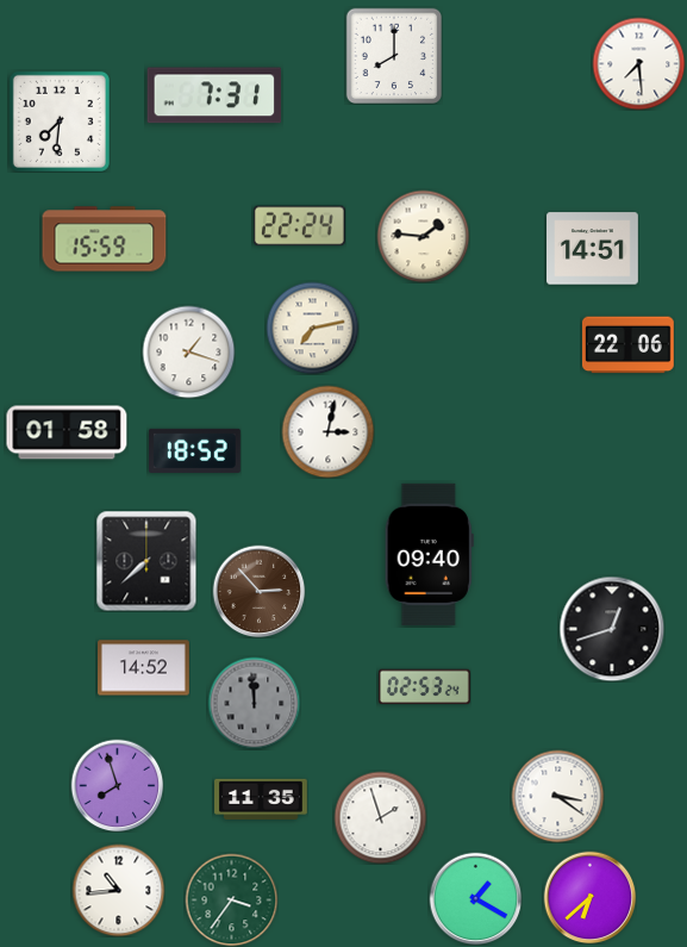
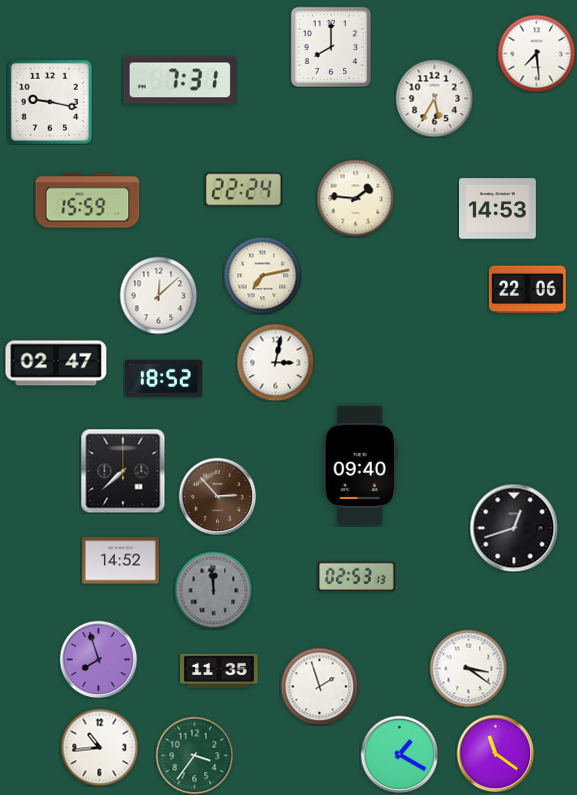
clock at (434, 98): none -> 5:35
clock at (60, 122): 7:31 -> 9:17
clock at (299, 226) position: (299, 226) -> (243, 190)
clock at (593, 249): 14:51 -> 14:53
clock at (188, 351): 1:18 -> 12:08
clock at (67, 432): 01:58 -> 02:47
clock at (424, 687): 02:53:24 -> 02:53:13
clock at (589, 897): 6:38 -> 11:21
